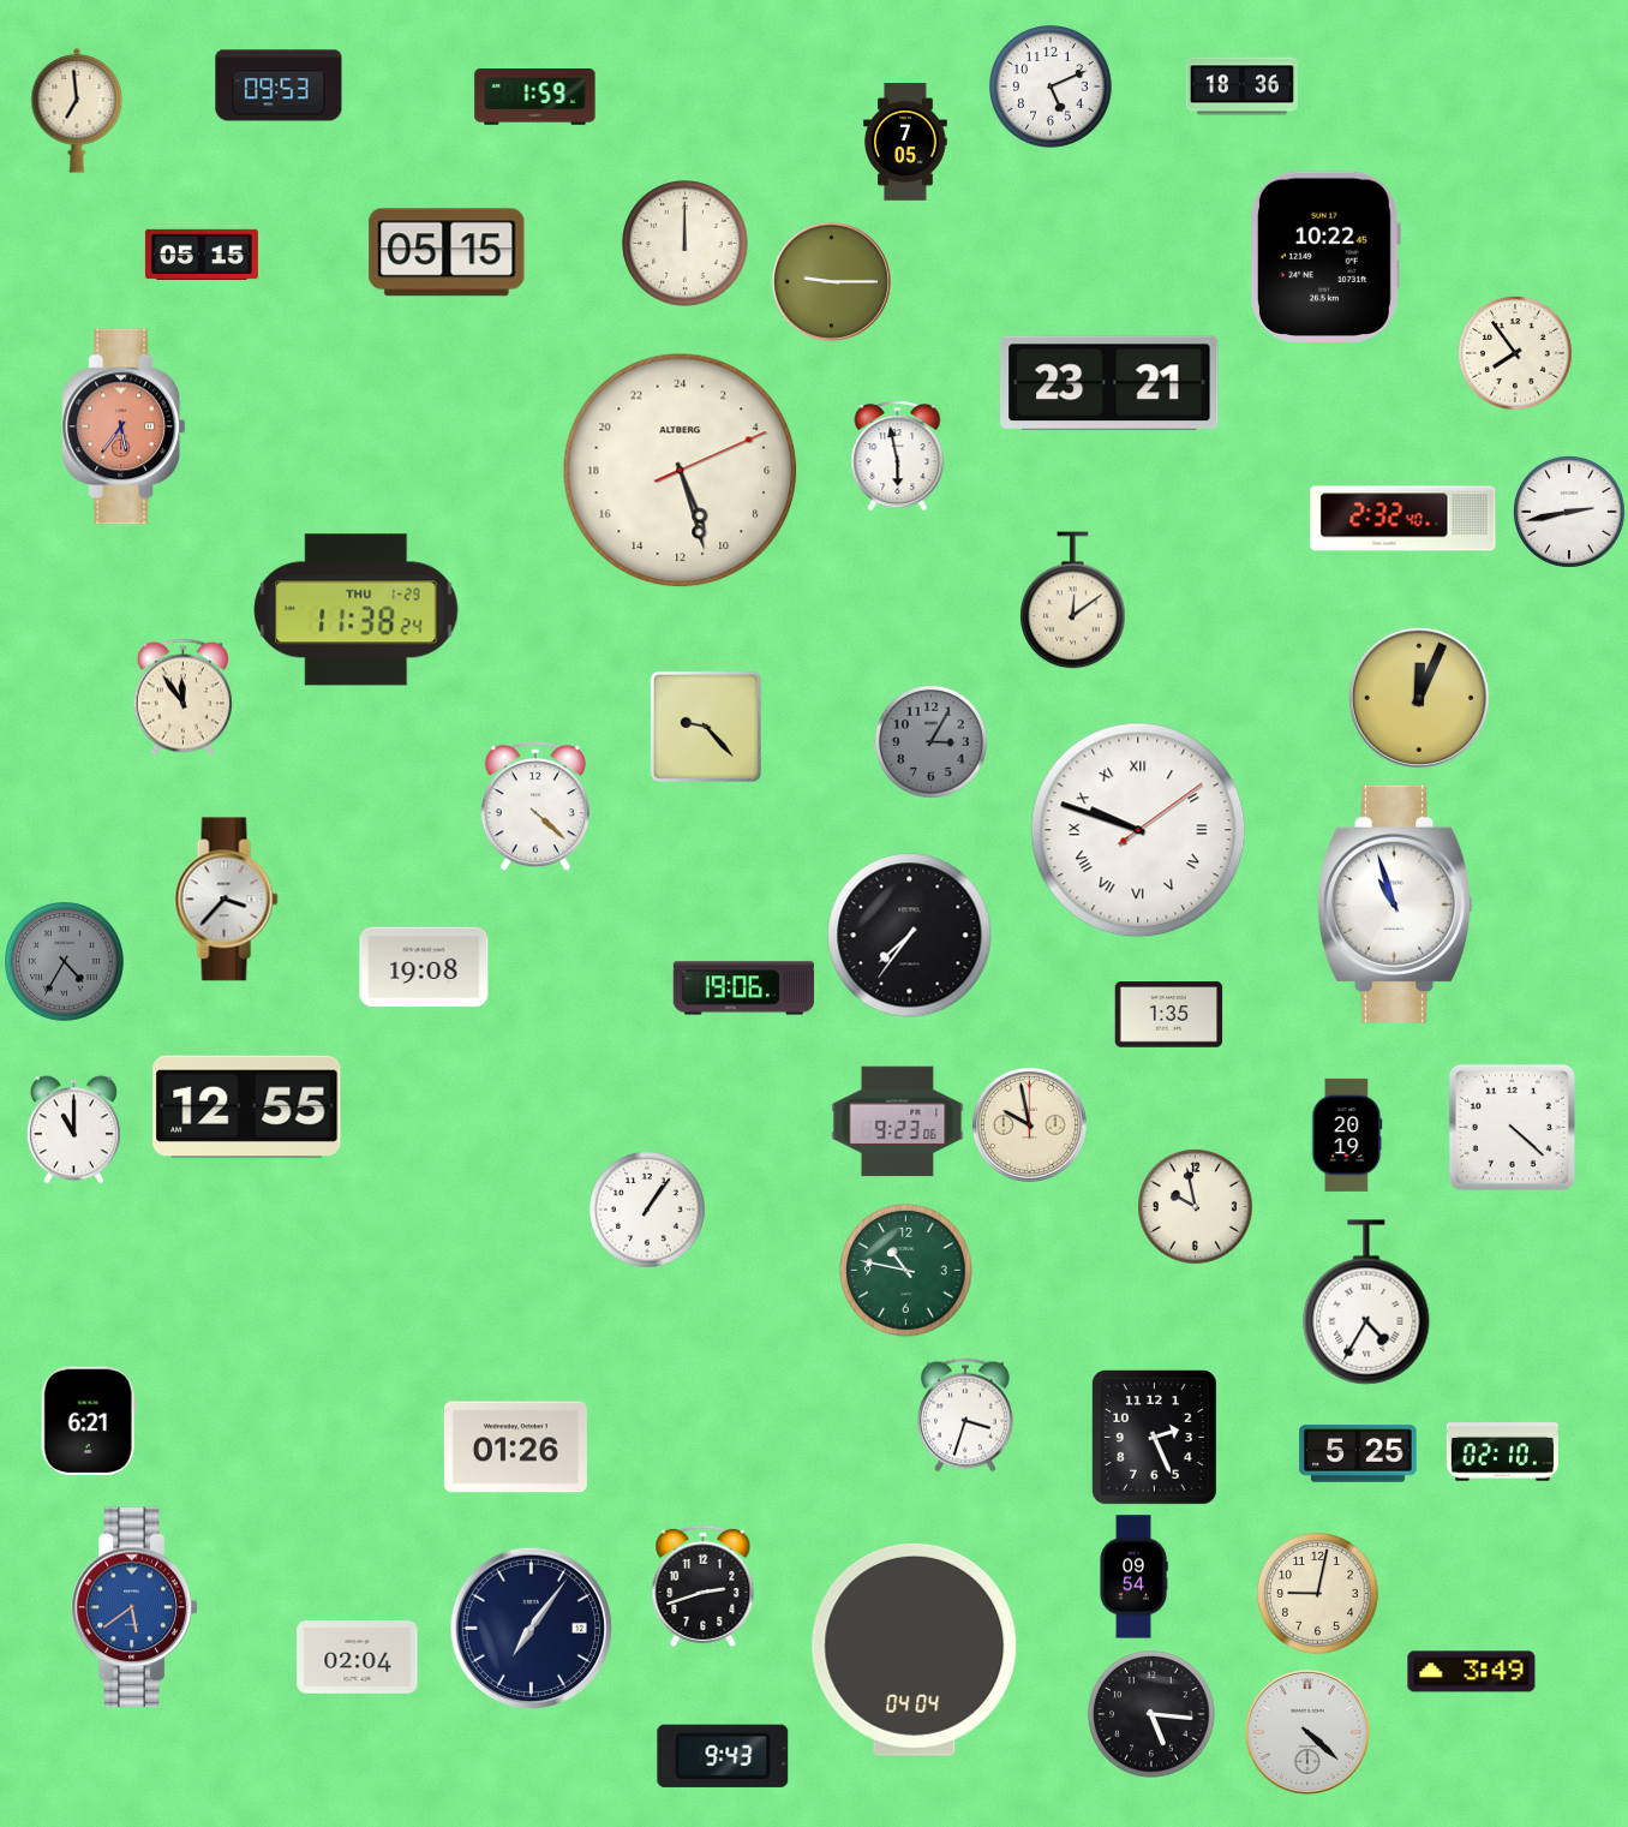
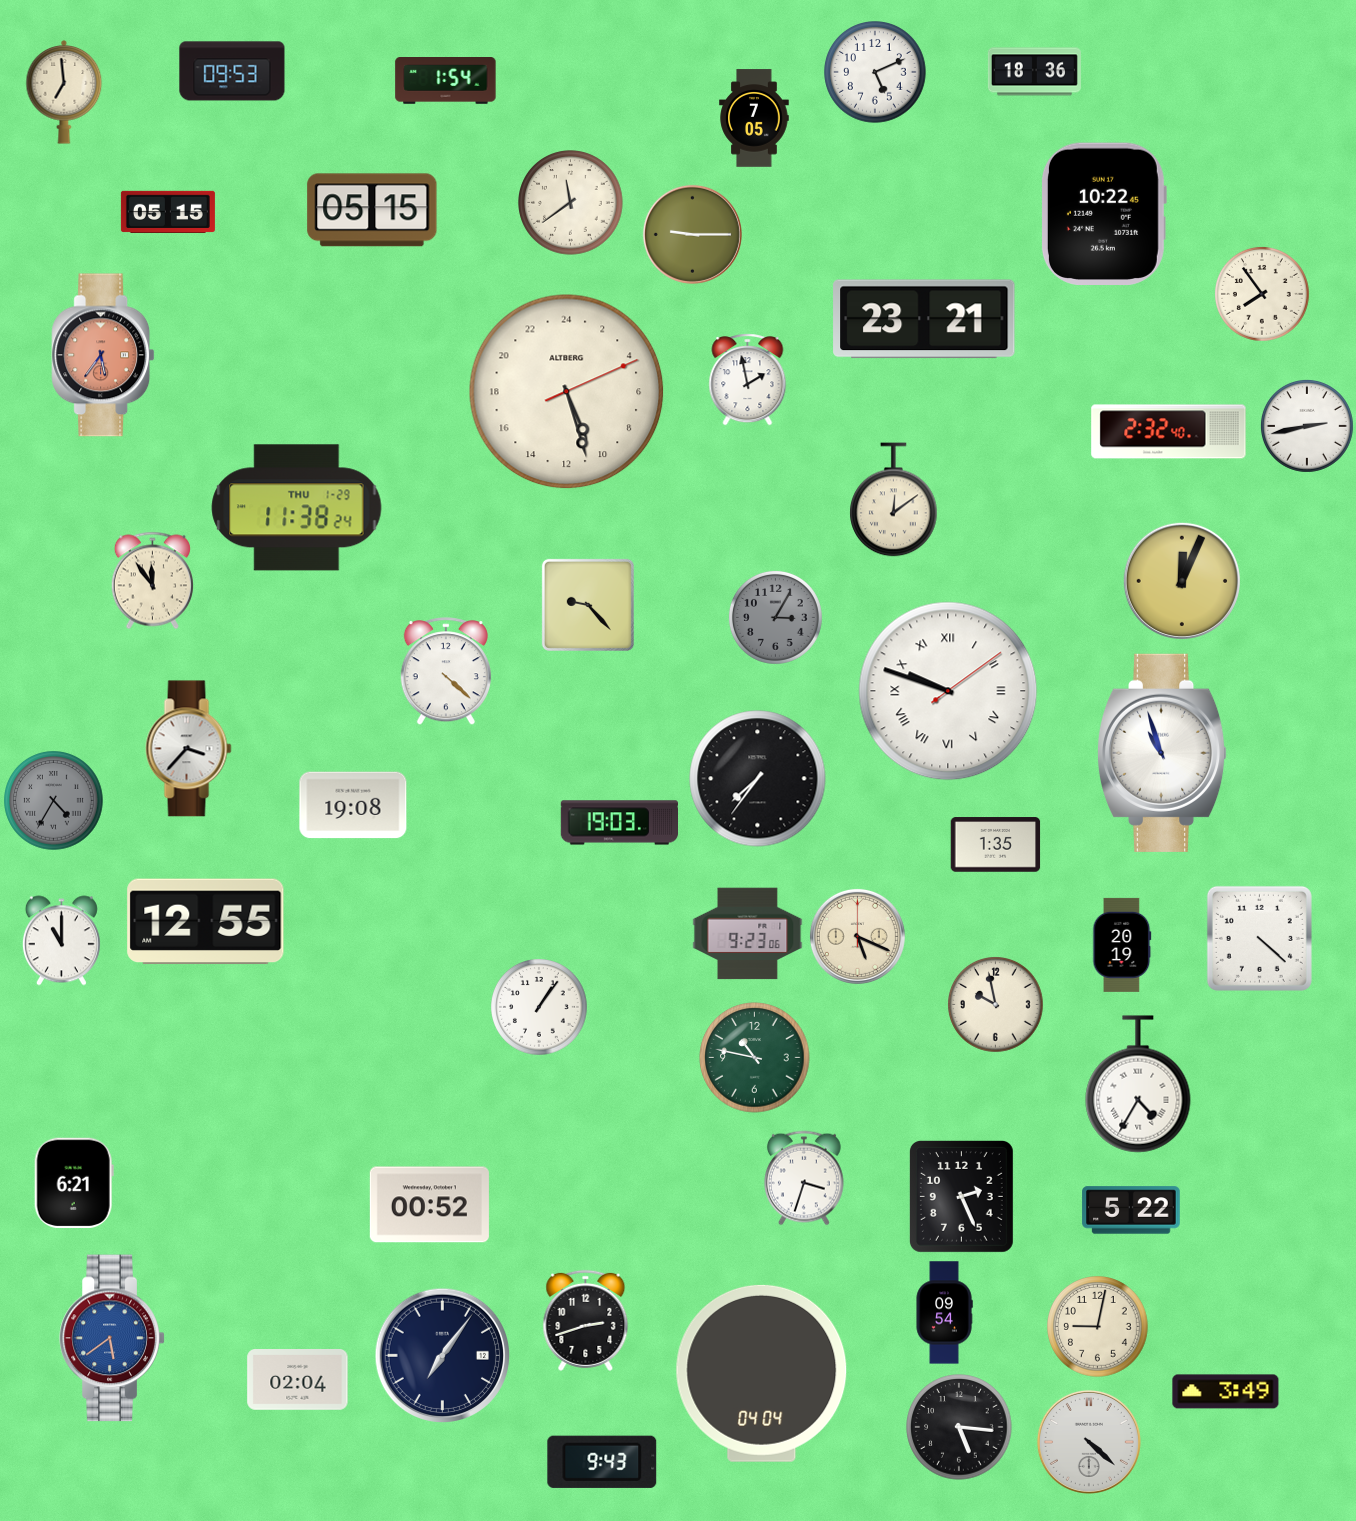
clock at (535, 97): 1:59 -> 1:54
clock at (686, 244): 12:00 -> 11:39
clock at (898, 456): 5:58 -> 1:58
clock at (743, 989): 19:06 -> 19:03
clock at (1169, 1015) position: (1169, 1015) -> (996, 845)
clock at (1029, 1124): 9:58 -> 5:19
clock at (515, 1447): 01:26 -> 00:52
clock at (1502, 1452): 02:10 -> none
clock at (1358, 1453): 5:25 -> 5:22
